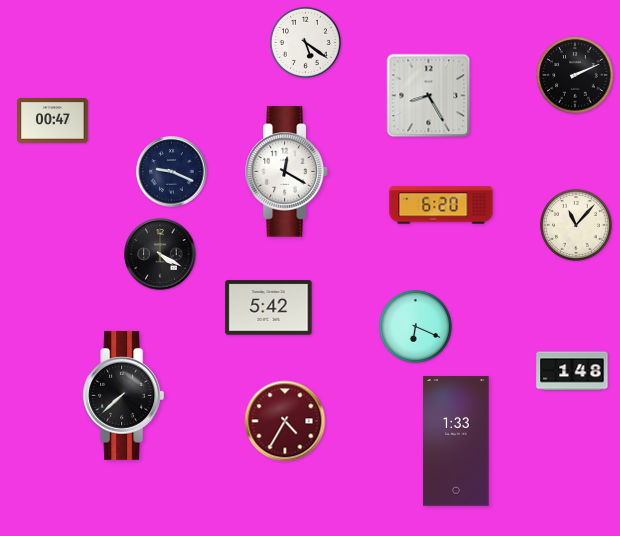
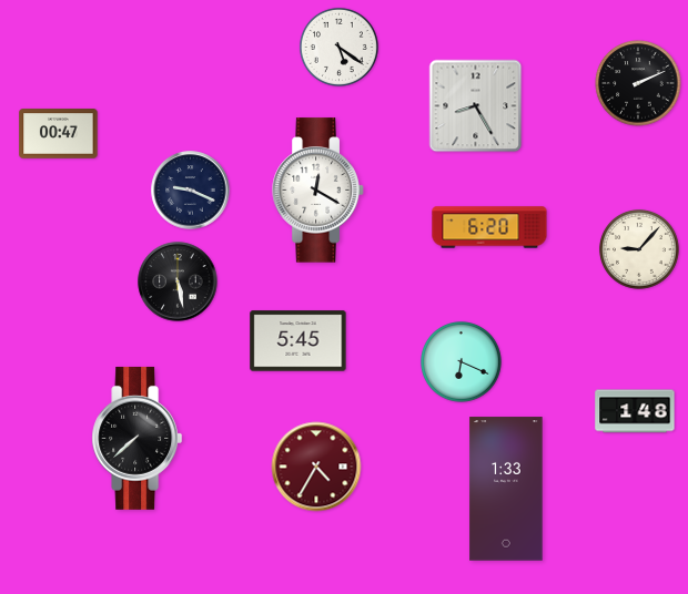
clock at (576, 225): 11:07 -> 9:07
clock at (160, 254): 4:20 -> 5:28
clock at (269, 308): 5:42 -> 5:45
